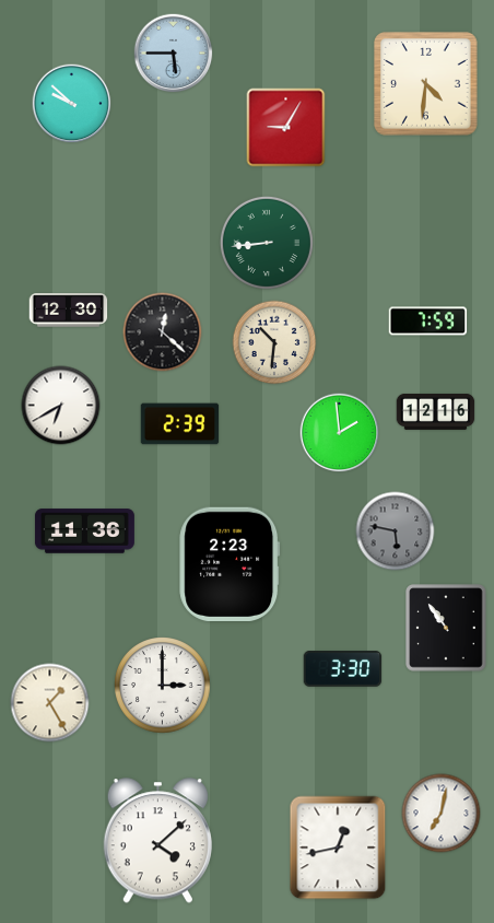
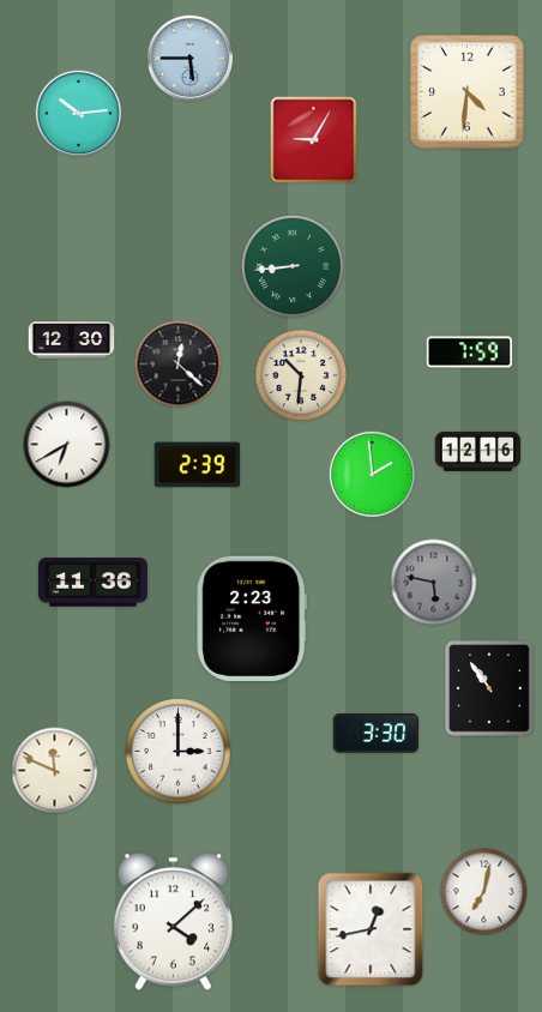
clock at (72, 104): 9:52 -> 10:14
clock at (69, 311) position: (69, 311) -> (72, 341)
clock at (50, 703): 1:25 -> 11:49
